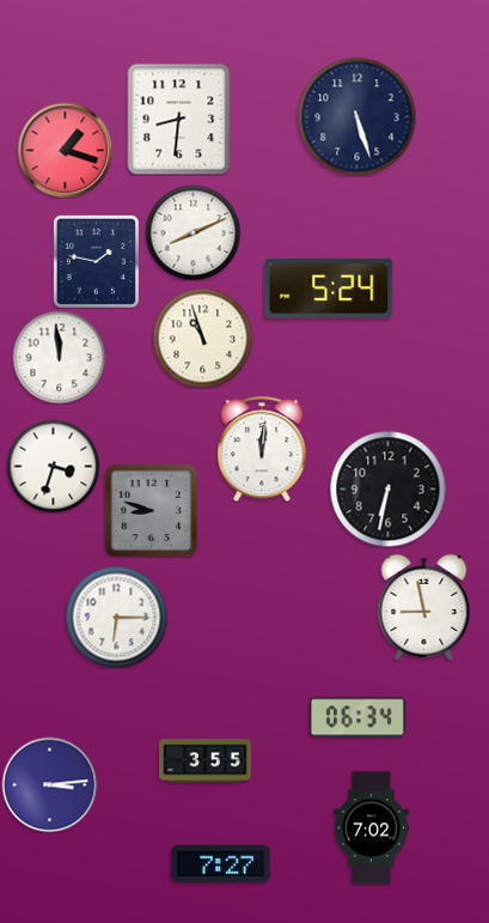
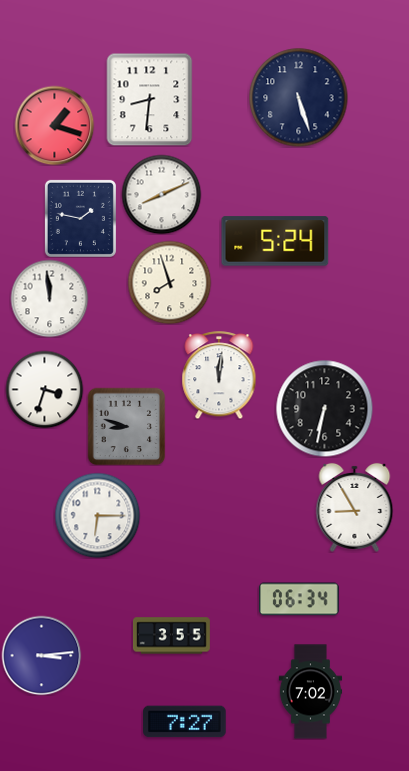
clock at (202, 338): 10:57 -> 7:57
clock at (424, 607): 8:58 -> 8:55
